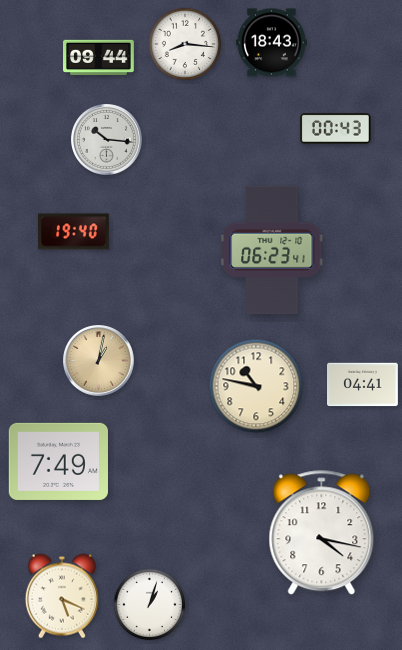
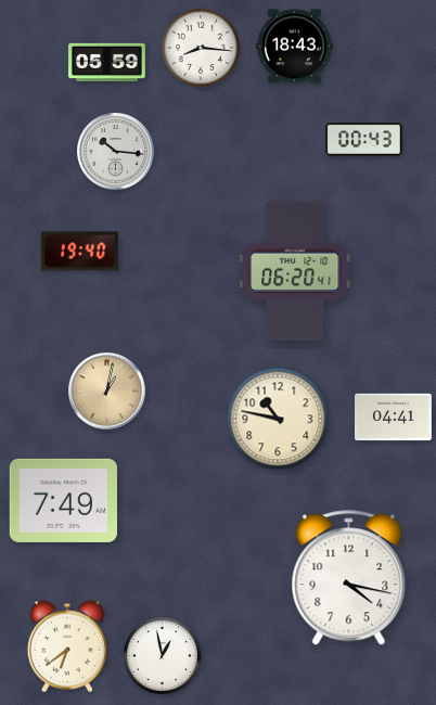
clock at (99, 58): 09:44 -> 05:59
clock at (272, 250): 06:23 -> 06:20
clock at (62, 596): 5:19 -> 6:39
clock at (150, 605): 1:03 -> 12:58
